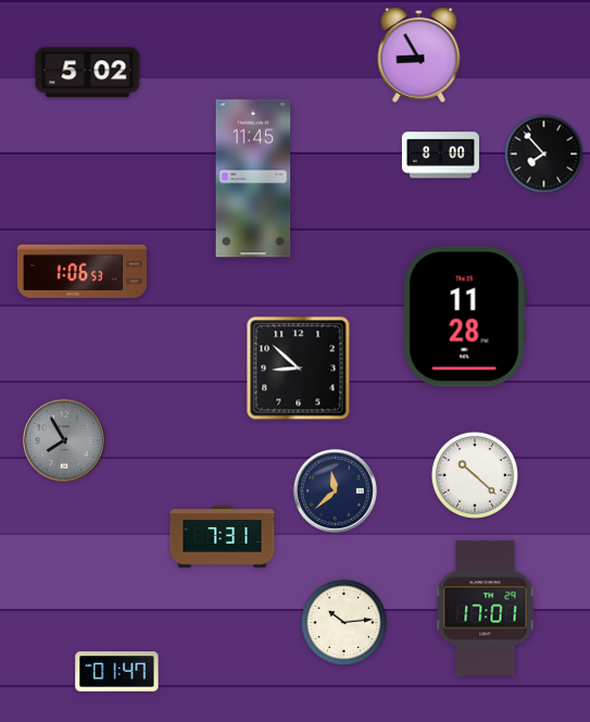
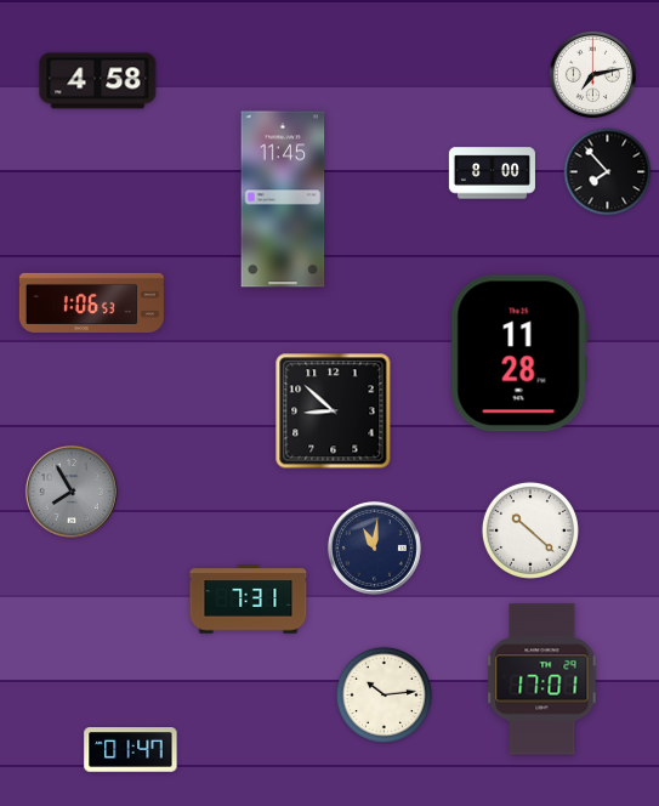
clock at (419, 54): 8:55 -> none
clock at (592, 74): none -> 7:13
clock at (88, 73): 5:02 -> 4:58
clock at (335, 490): 11:38 -> 11:01
